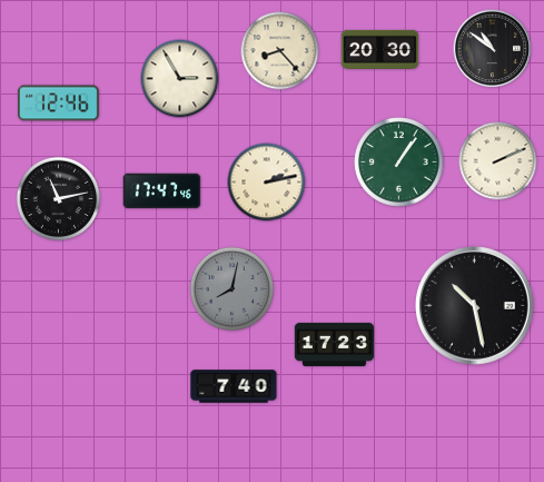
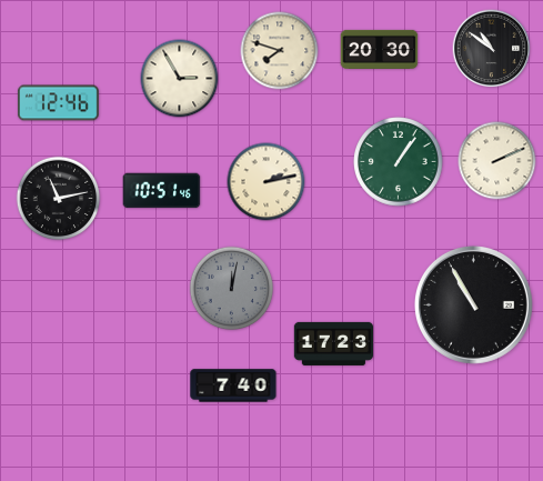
clock at (280, 51): 8:23 -> 7:48
clock at (162, 191): 17:47 -> 10:51
clock at (233, 289): 8:02 -> 12:02
clock at (474, 305): 10:28 -> 10:55
